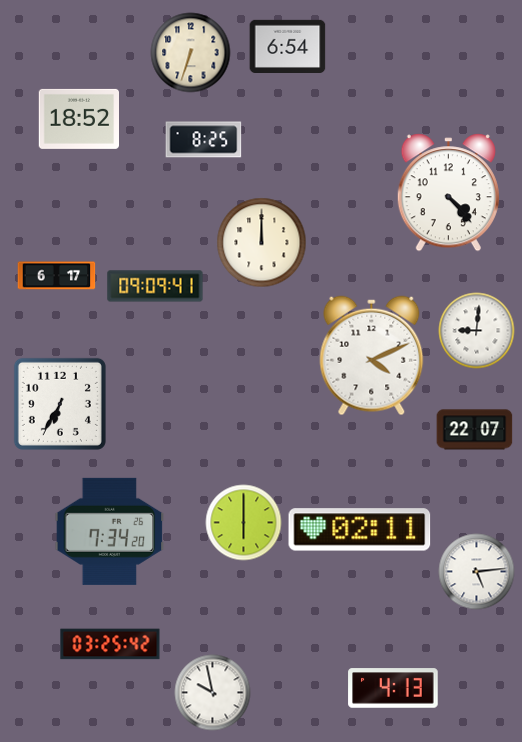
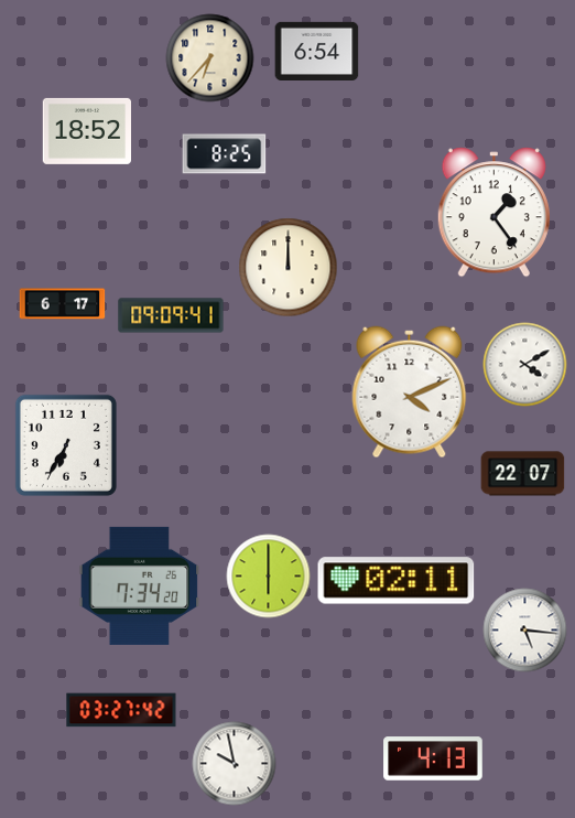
clock at (191, 53): 6:33 -> 6:37
clock at (448, 193): 4:23 -> 1:24
clock at (477, 331): 9:01 -> 4:10
clock at (360, 530) position: (360, 530) -> (397, 581)
clock at (110, 531) position: (110, 531) -> (140, 585)
clock at (477, 572): 5:14 -> 5:16
clock at (110, 644): 03:25 -> 03:27
